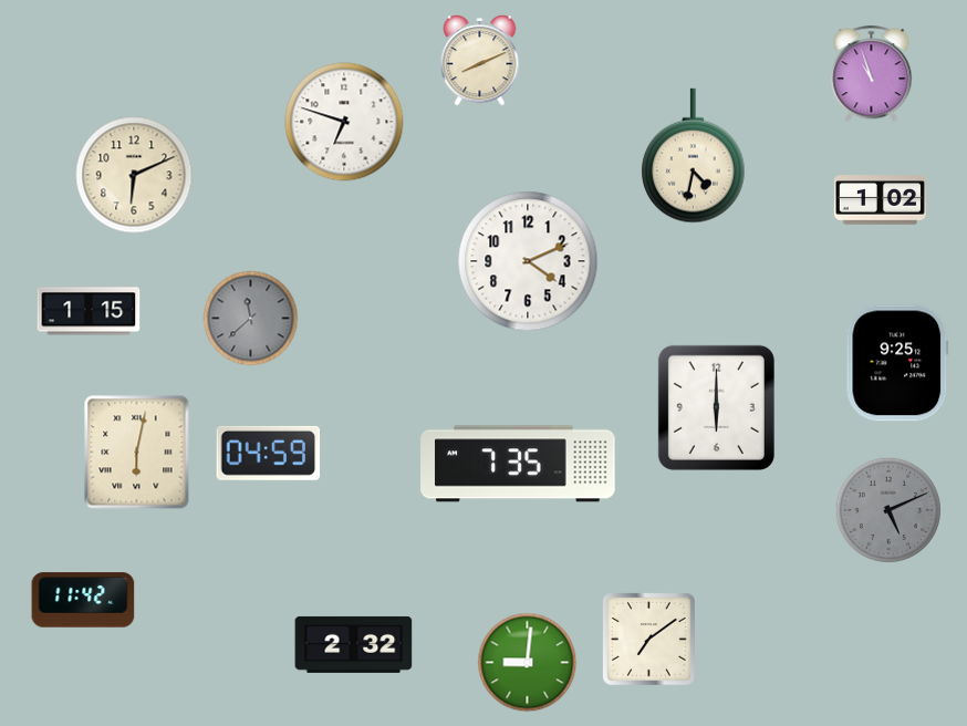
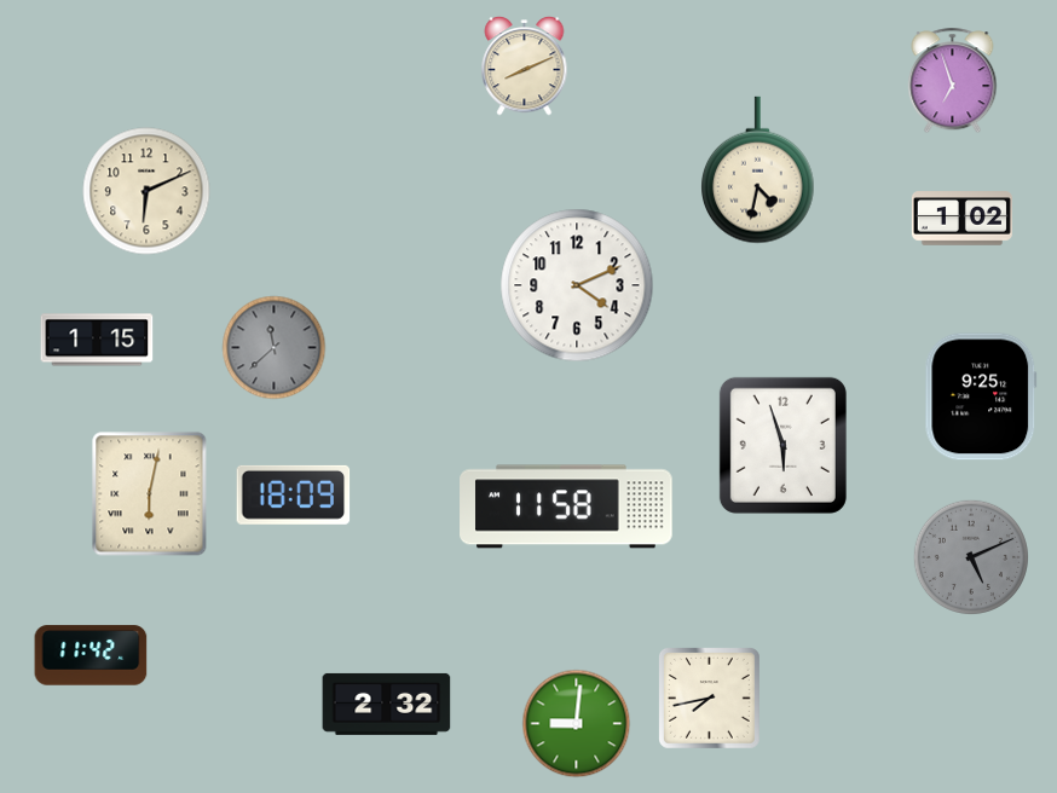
clock at (872, 74): 10:57 -> 6:57
clock at (344, 122): 6:48 -> none
clock at (716, 407): 6:00 -> 5:57
clock at (269, 453): 04:59 -> 18:09
clock at (518, 464): 7:35 -> 11:58
clock at (649, 640): 7:09 -> 7:43
